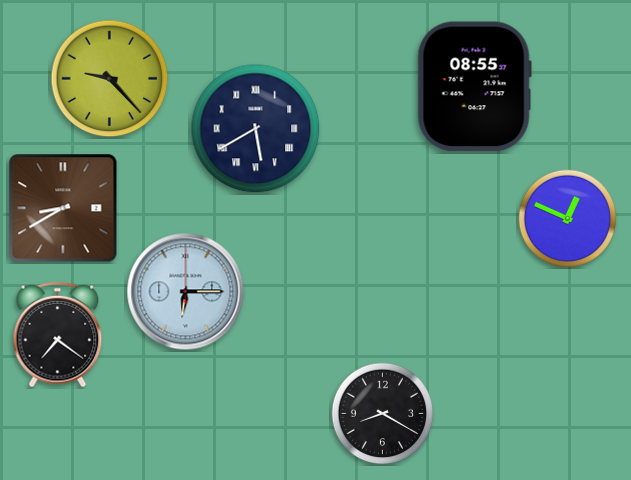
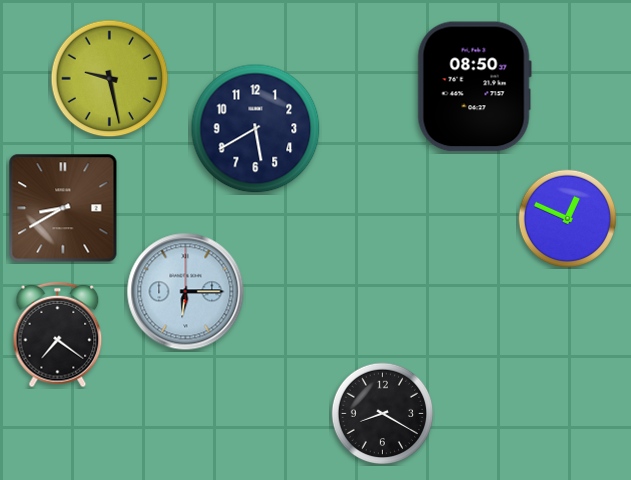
clock at (110, 79): 9:23 -> 9:28
clock at (474, 87): 08:55 -> 08:50
clock at (256, 129) numerals: Roman -> Arabic
